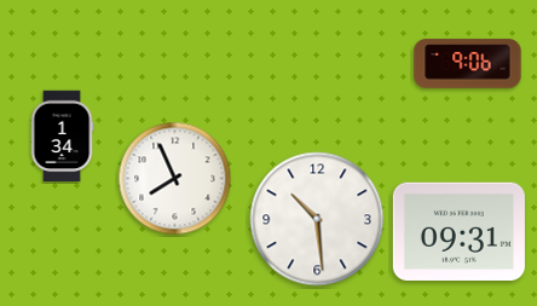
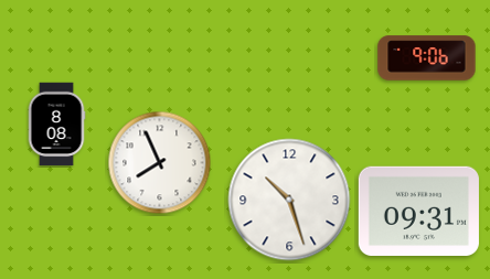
clock at (62, 137): 1:34 -> 8:08
clock at (317, 219): 10:29 -> 10:27
